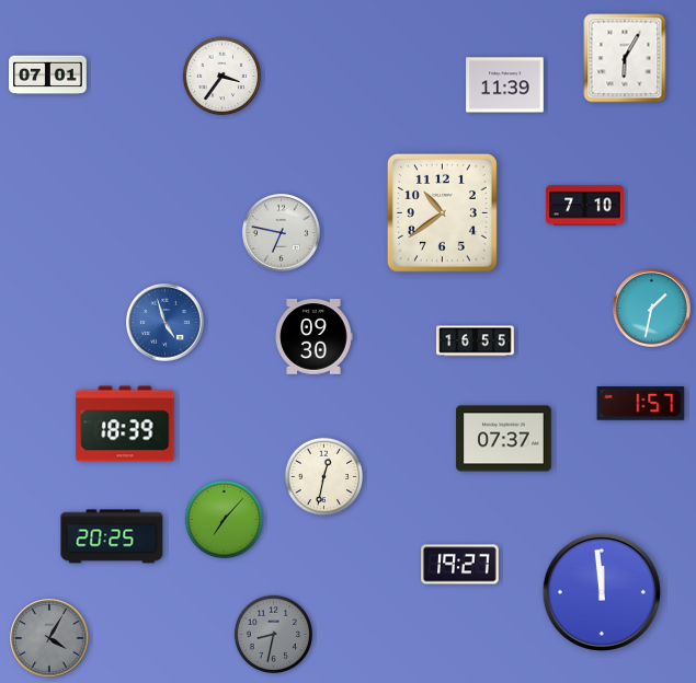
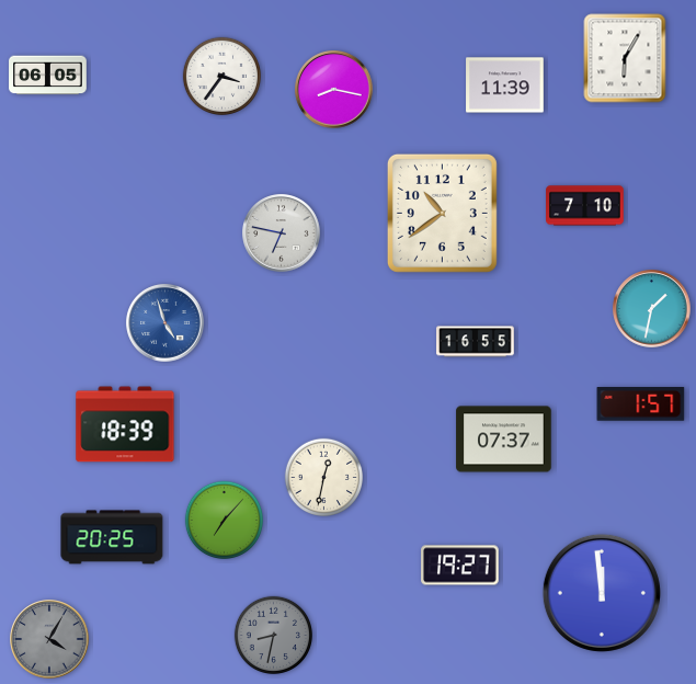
clock at (48, 76): 07:01 -> 06:05
clock at (334, 90): none -> 8:17
clock at (313, 337): 09:30 -> none
